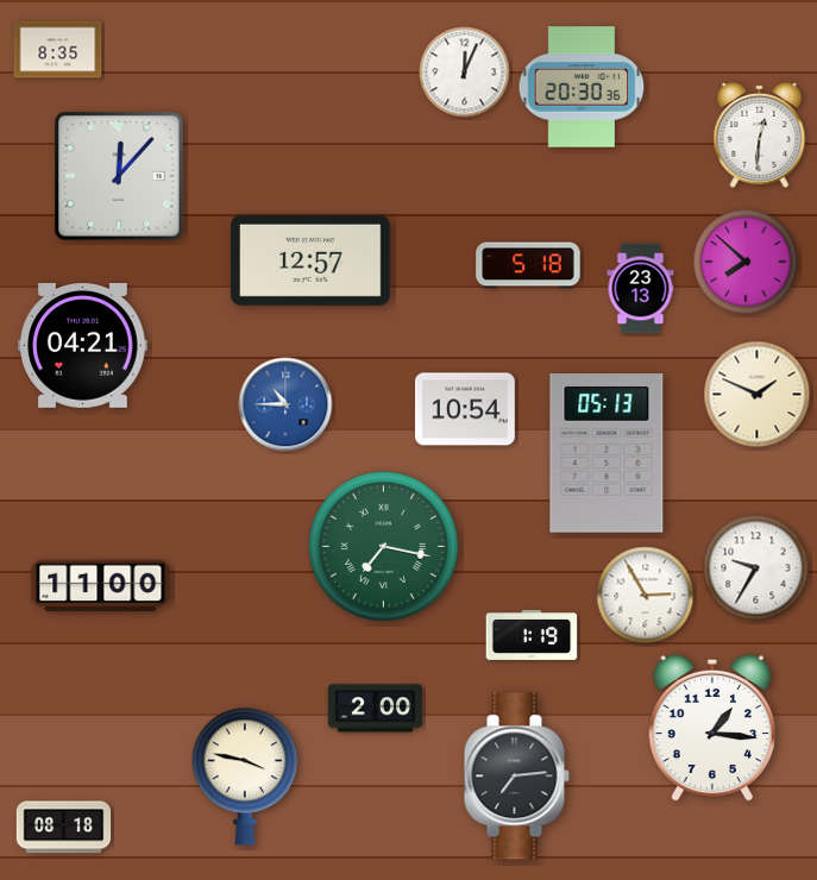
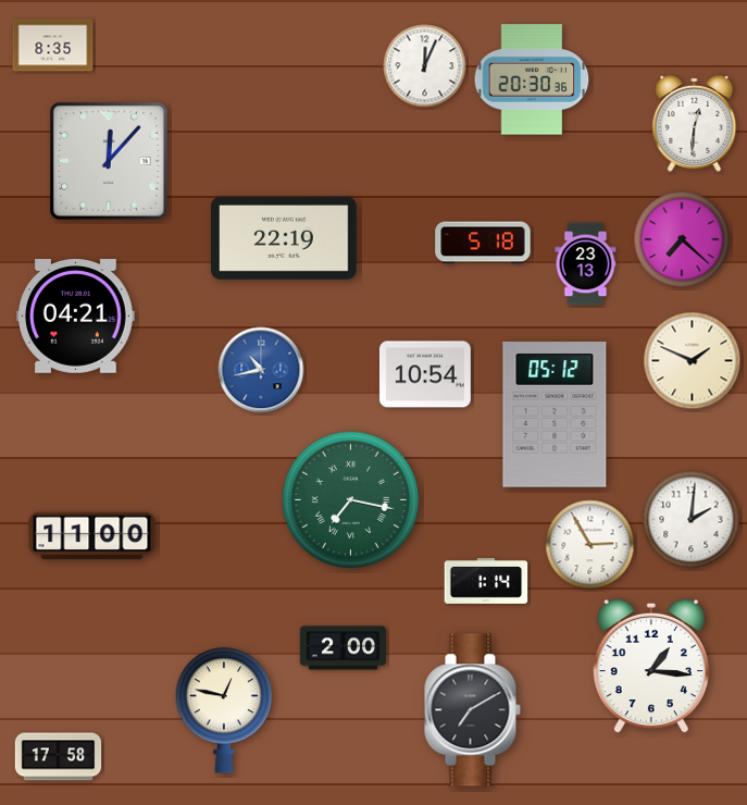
clock at (310, 260): 12:57 -> 22:19
clock at (746, 262): 7:52 -> 7:22
clock at (285, 404): 10:45 -> 10:43
clock at (607, 453): 05:13 -> 05:12
clock at (756, 568): 9:35 -> 2:01
clock at (532, 635): 1:19 -> 1:14
clock at (245, 777): 3:47 -> 12:47
clock at (516, 777): 7:14 -> 7:10
clock at (64, 828): 08:18 -> 17:58
